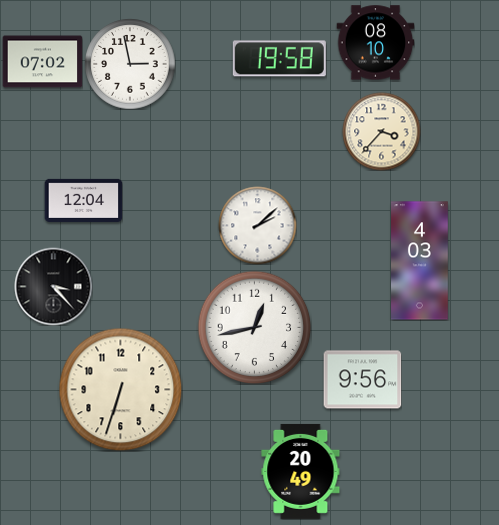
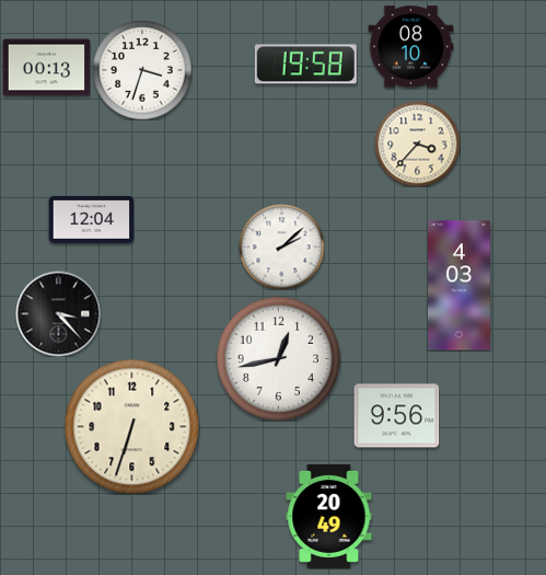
clock at (42, 62): 07:02 -> 00:13
clock at (130, 64): 2:58 -> 3:33
